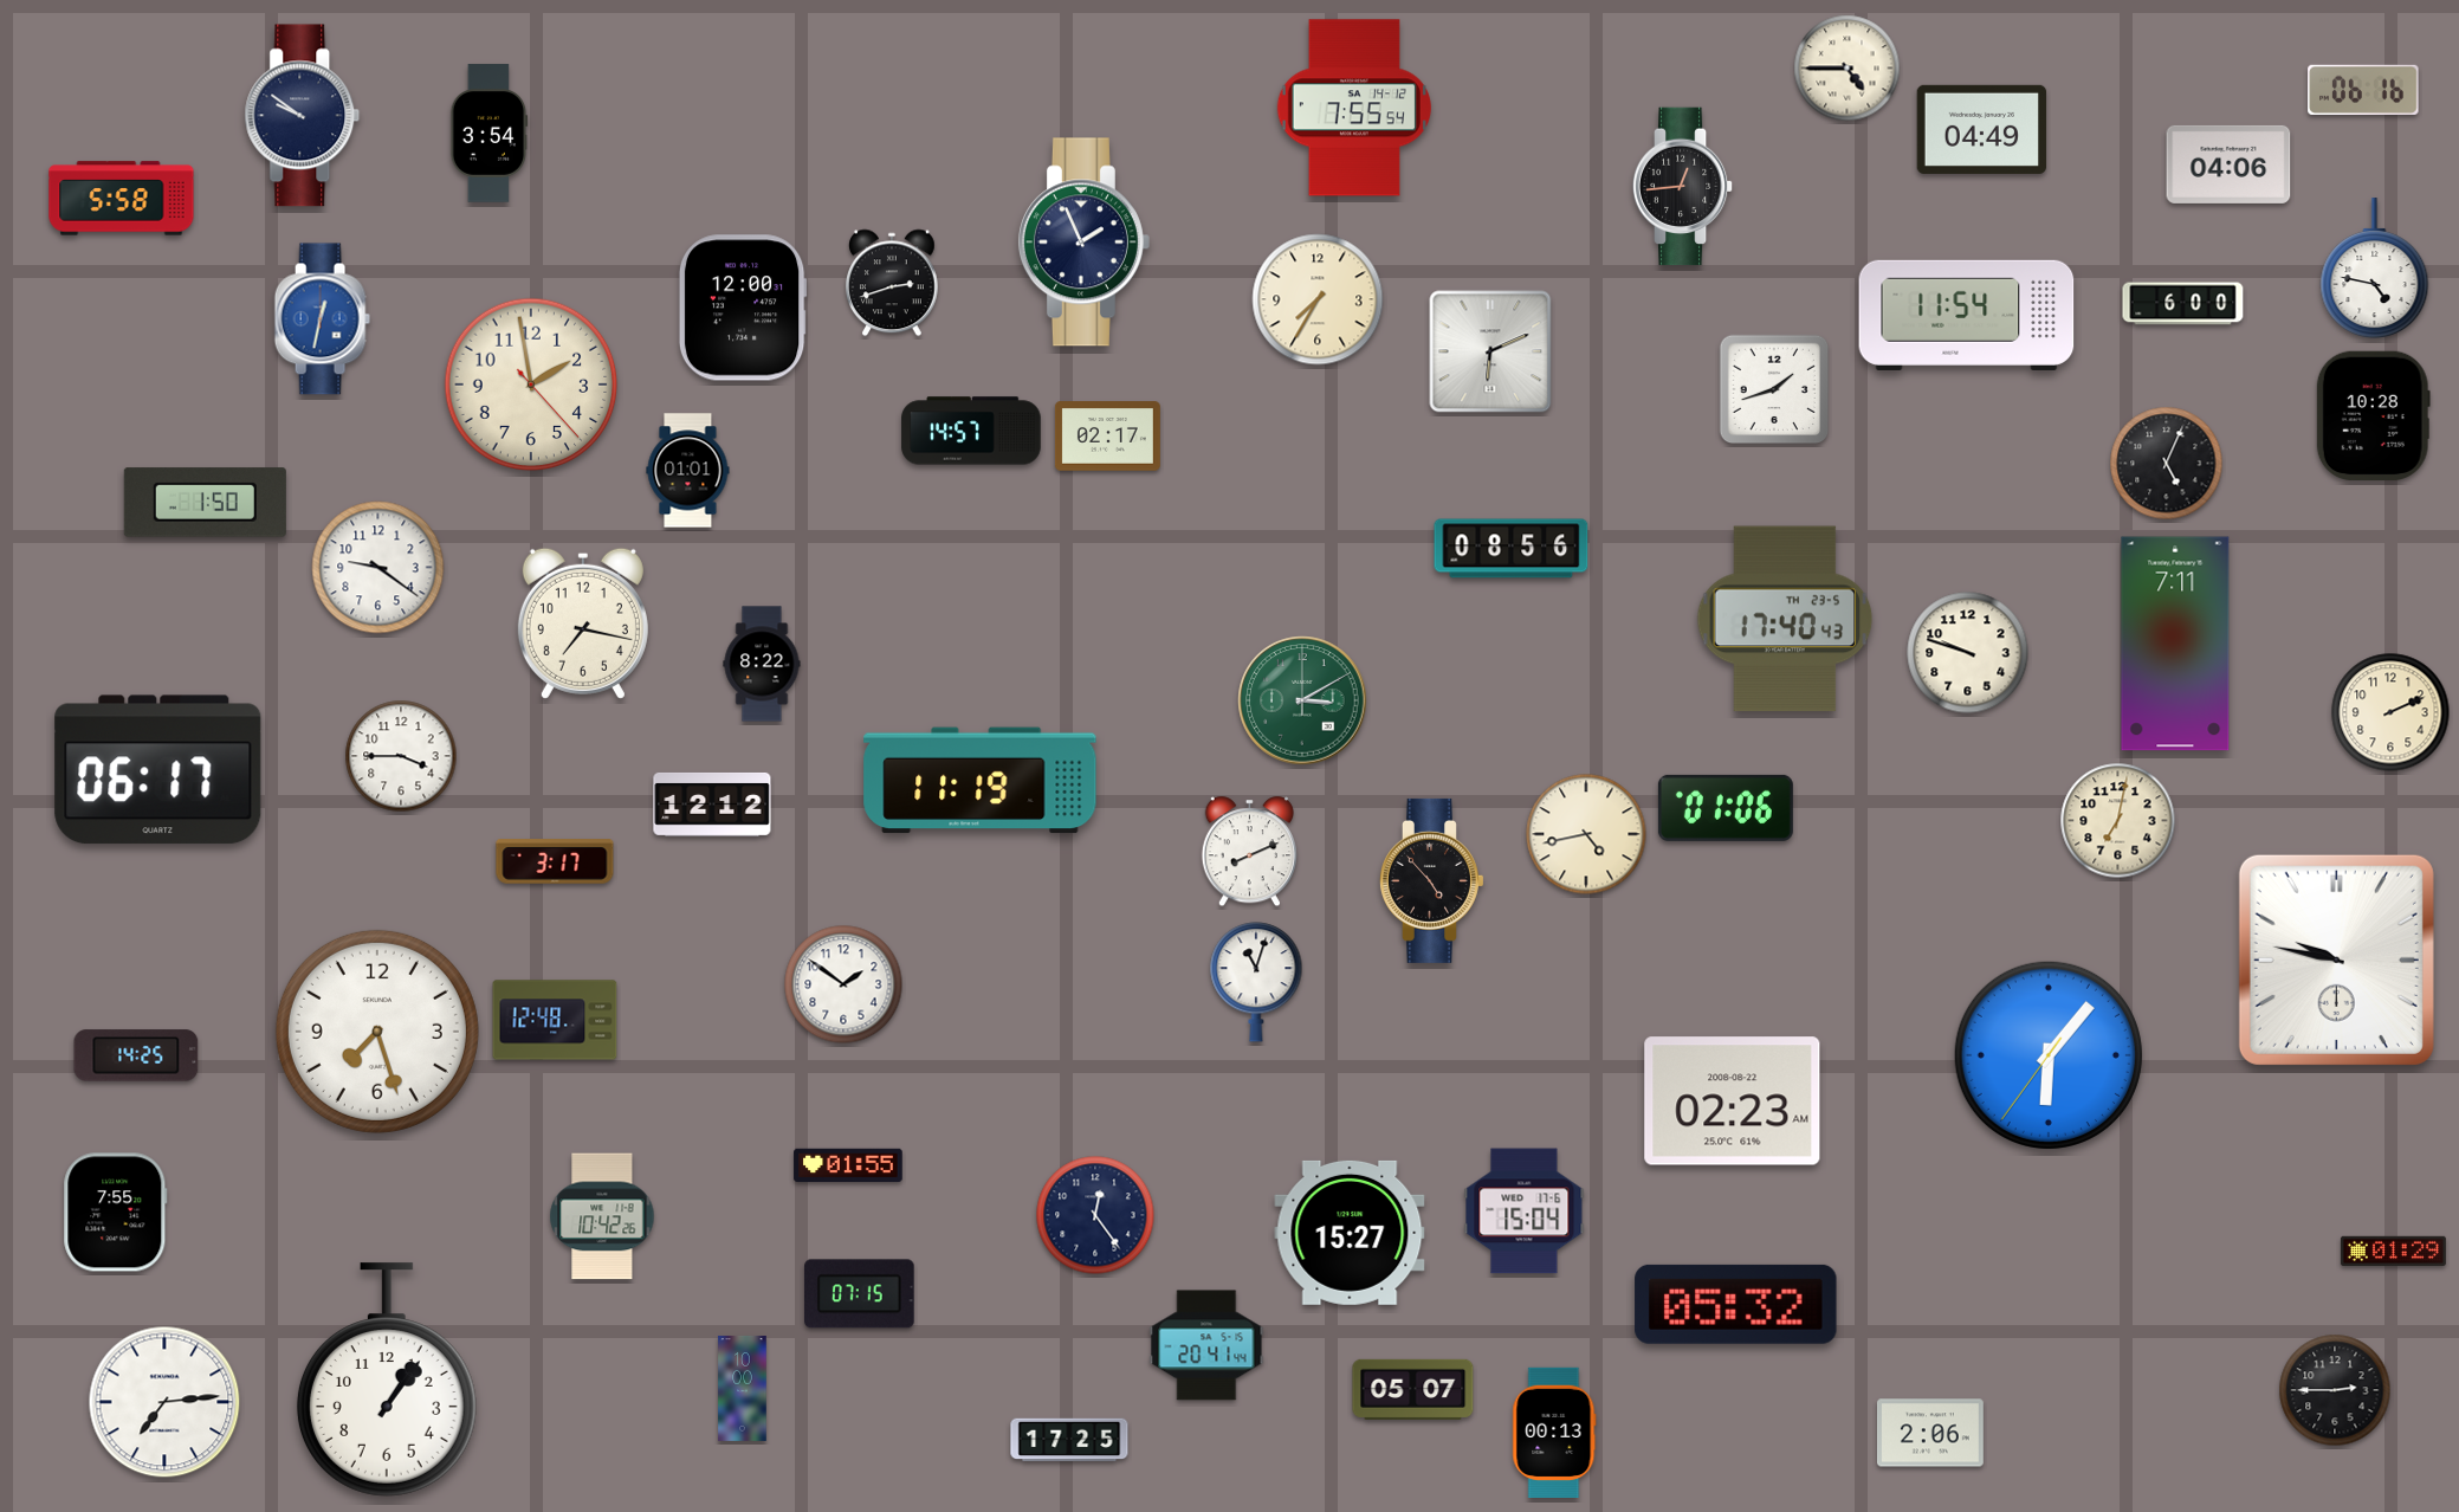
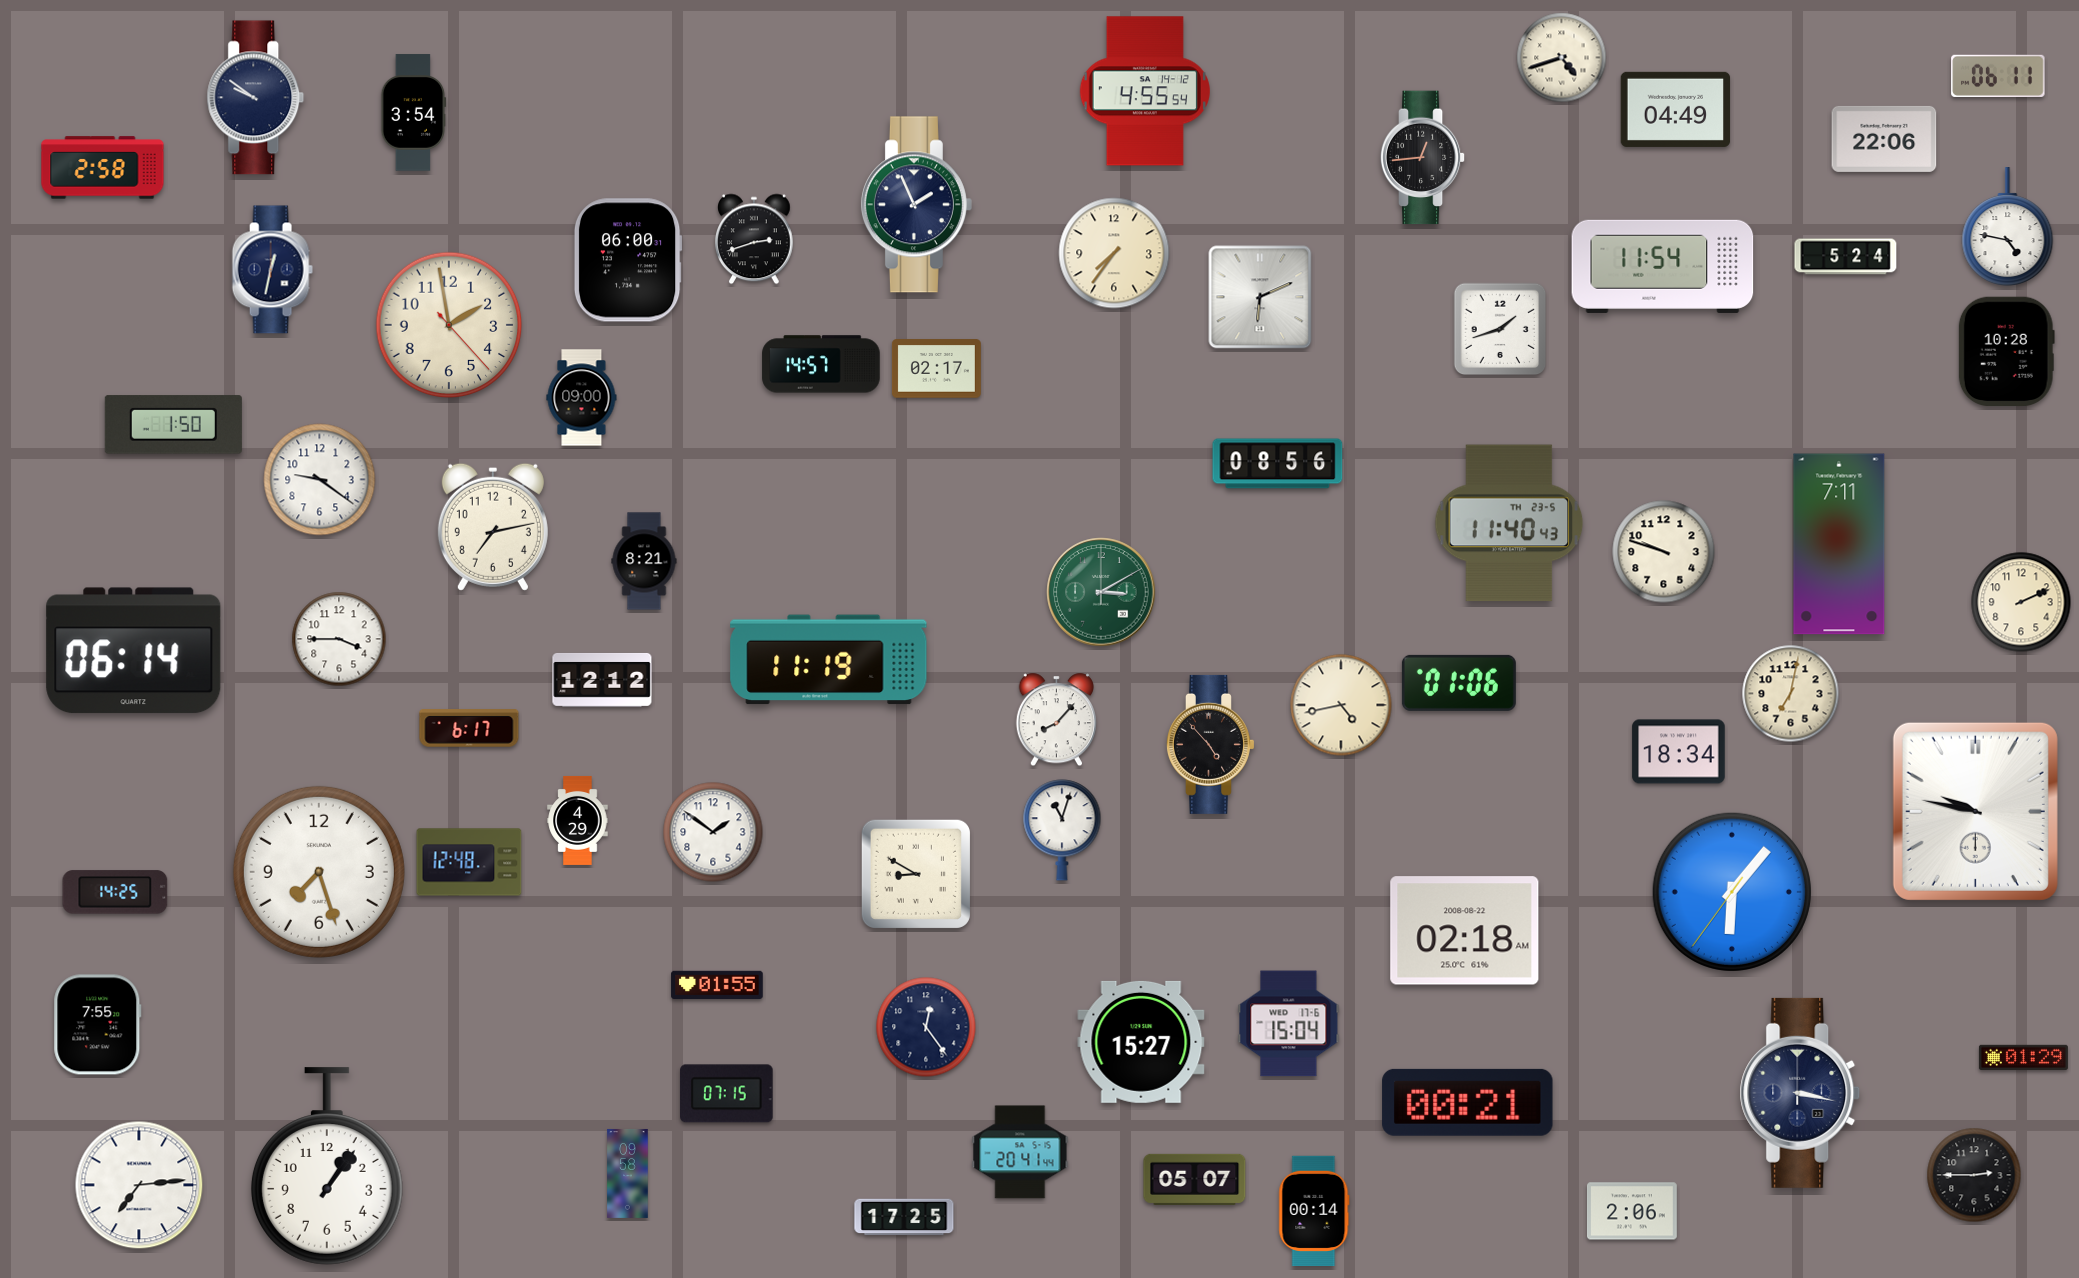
clock at (1848, 69): 4:45 -> 4:42
clock at (2363, 89): 06:16 -> 06:11
clock at (1354, 108): 7:55 -> 4:55
clock at (2228, 164): 04:06 -> 22:06
clock at (122, 199): 5:58 -> 2:58
clock at (1318, 299): 7:35 -> 7:36
clock at (2183, 304): 6:00 -> 5:24
clock at (743, 308): 12:00 -> 06:00
clock at (322, 319) dial: blue -> navy
clock at (2167, 464): 5:04 -> none
clock at (688, 471): 01:01 -> 09:00
clock at (1785, 619): 17:40 -> 11:40
clock at (583, 623): 7:17 -> 7:13
clock at (762, 664): 8:22 -> 8:21
clock at (158, 770): 06:17 -> 06:14
clock at (1249, 852): 8:11 -> 8:07
clock at (555, 861): 3:17 -> 6:17
clock at (1679, 752): none -> 18:34
clock at (578, 820): none -> 4:29
clock at (916, 874): none -> 8:50
clock at (1733, 1101): 02:23 -> 02:18
clock at (602, 1216): 10:42 -> none
clock at (1800, 1093): none -> 3:17
clock at (1736, 1304): 05:32 -> 00:21
clock at (1206, 1345) position: (1206, 1345) -> (1020, 1152)
clock at (743, 1388): 10:00 -> 09:58
clock at (1413, 1389) position: (1413, 1389) -> (1195, 1179)
clock at (1554, 1432): 00:13 -> 00:14
